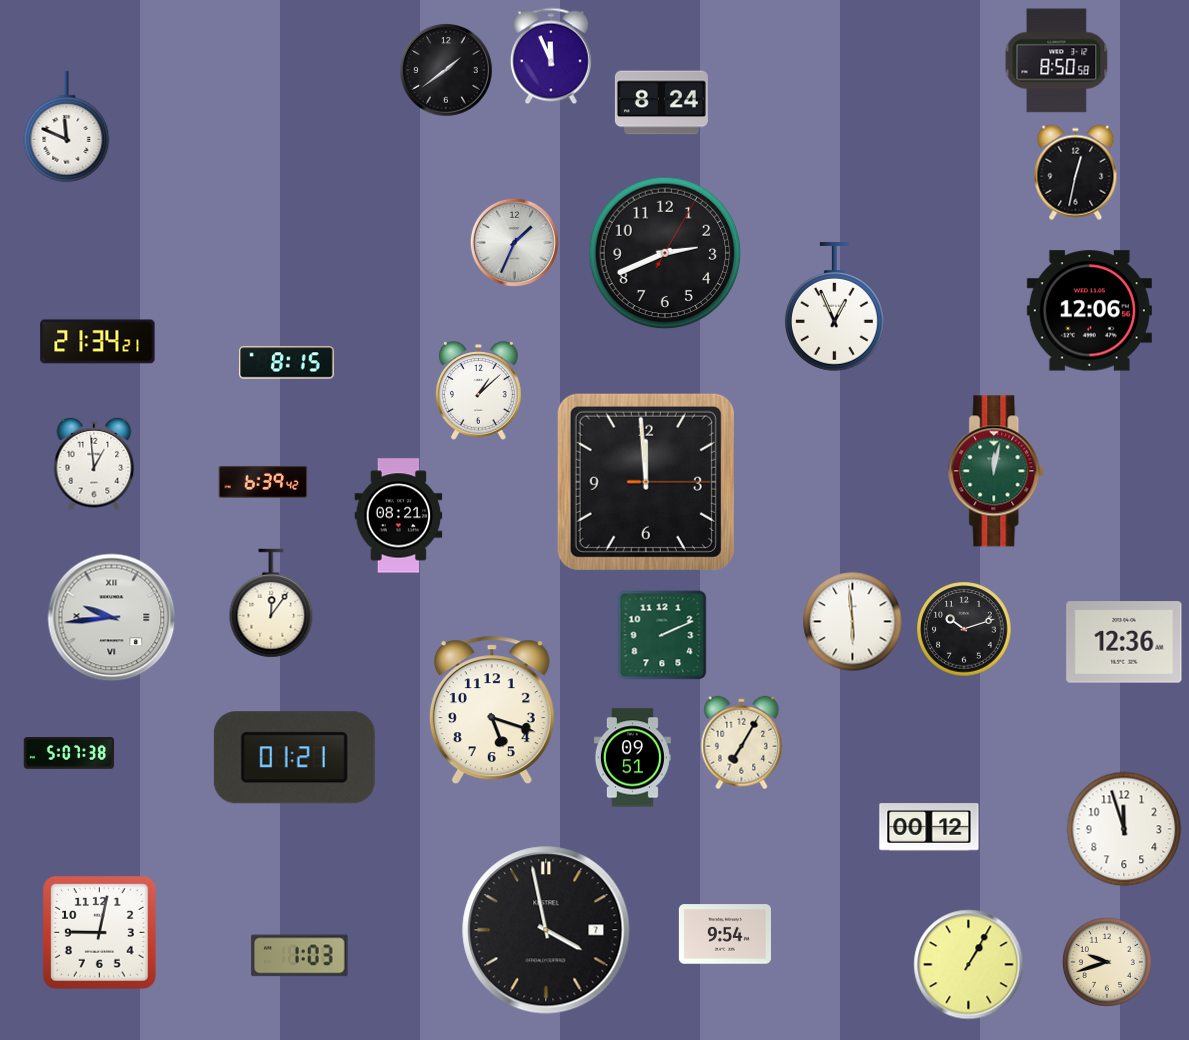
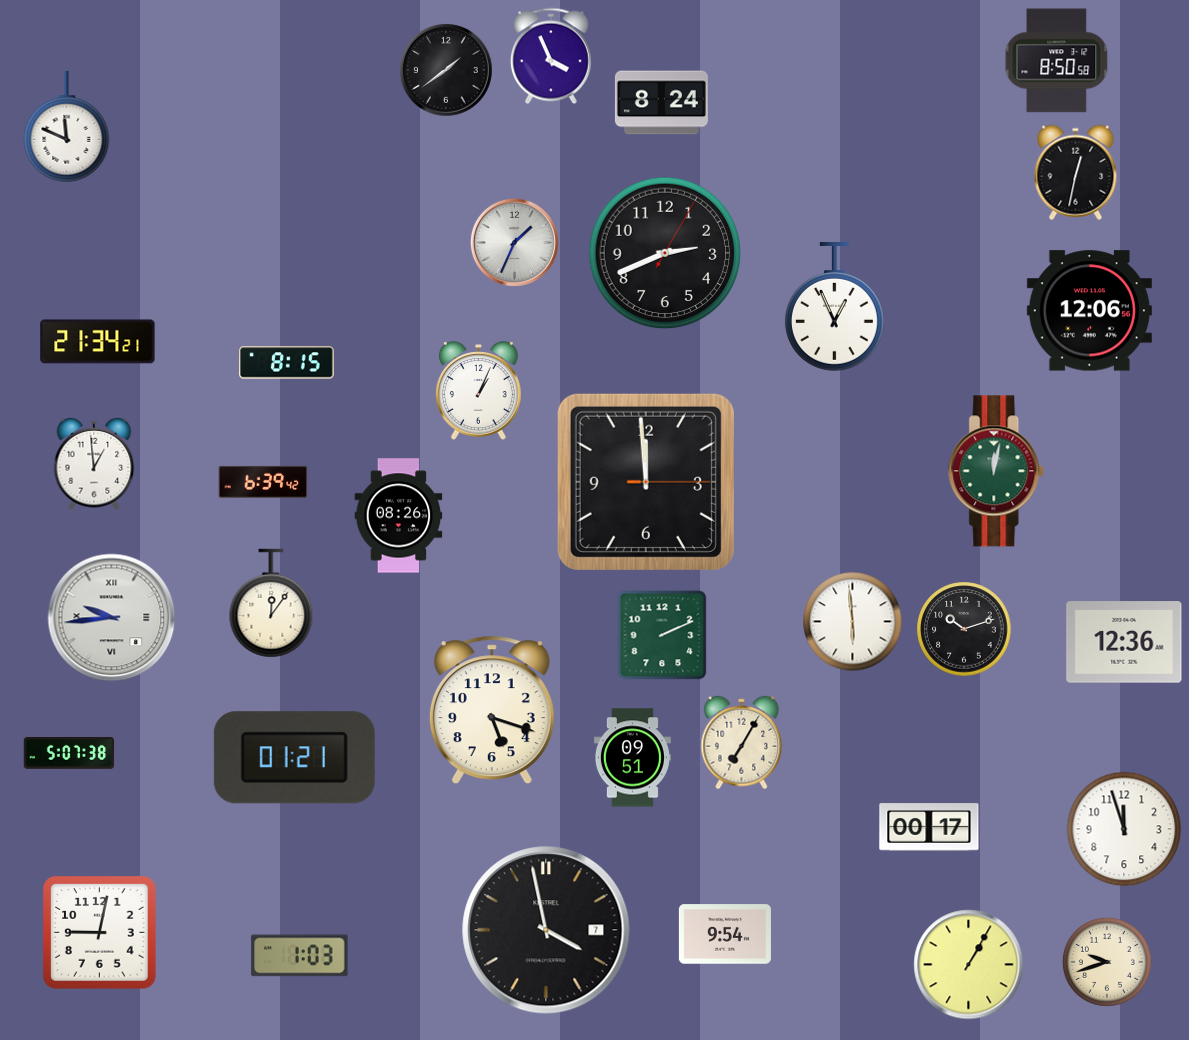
clock at (551, 56): 11:56 -> 3:56
clock at (478, 391): 1:08 -> 1:04
clock at (399, 516): 08:21 -> 08:26
clock at (929, 827): 00:12 -> 00:17
